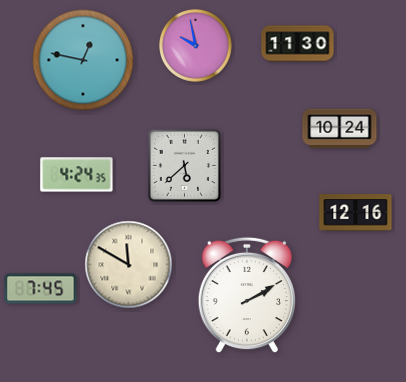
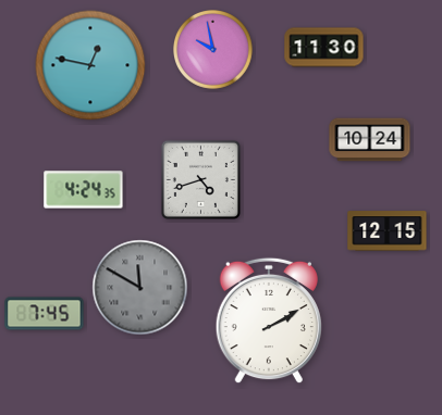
clock at (184, 165): 5:38 -> 4:42
clock at (356, 213): 12:16 -> 12:15
clock at (129, 265) dial: cream -> grey
